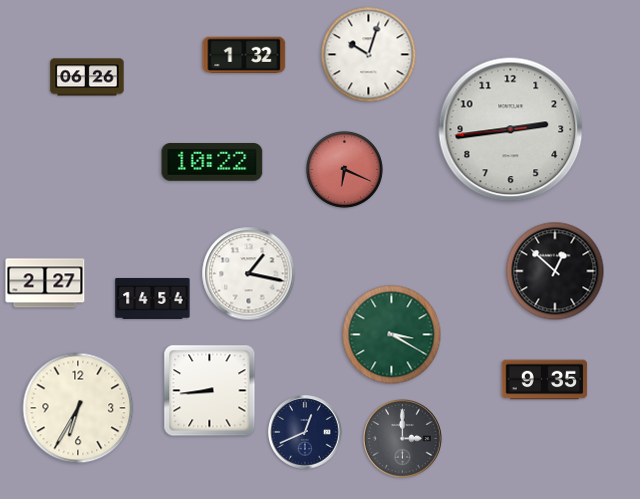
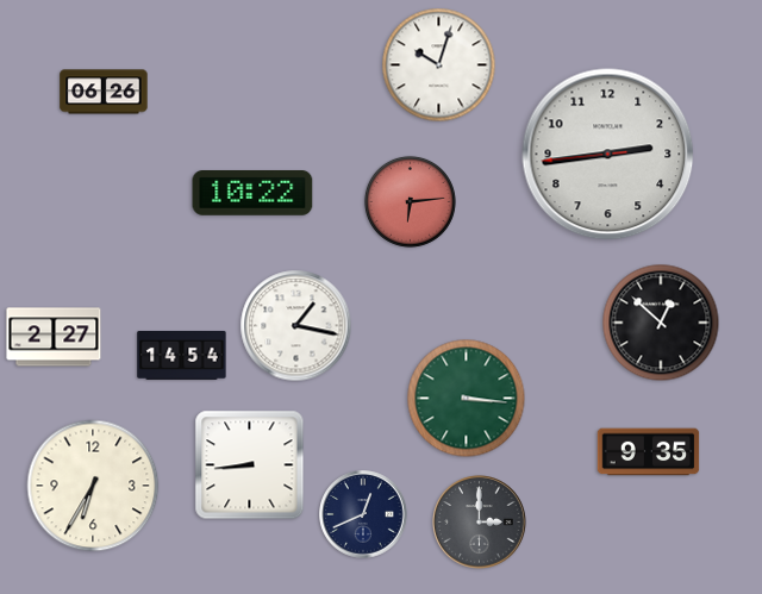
clock at (244, 55): 1:32 -> none
clock at (344, 169): 6:19 -> 6:14
clock at (392, 335): 3:20 -> 3:16
